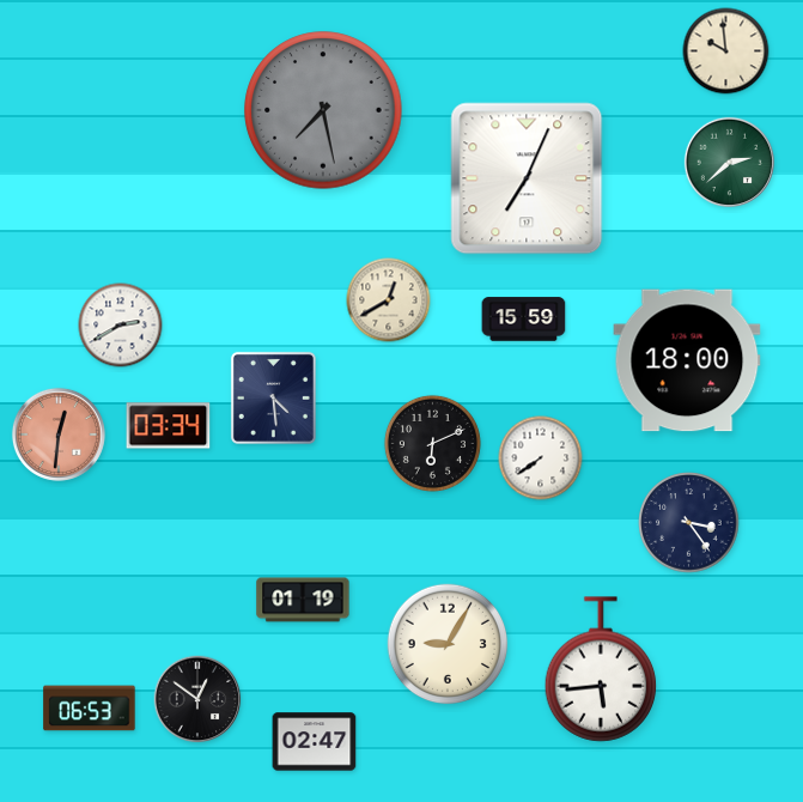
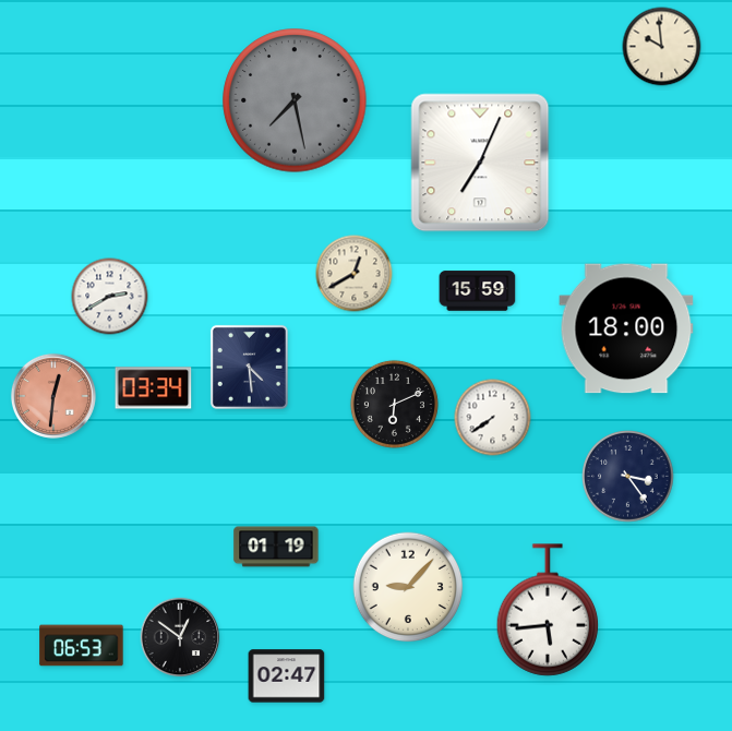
clock at (729, 162): 2:38 -> none
clock at (273, 397) position: (273, 397) -> (249, 367)
clock at (448, 644): 9:05 -> 9:07
